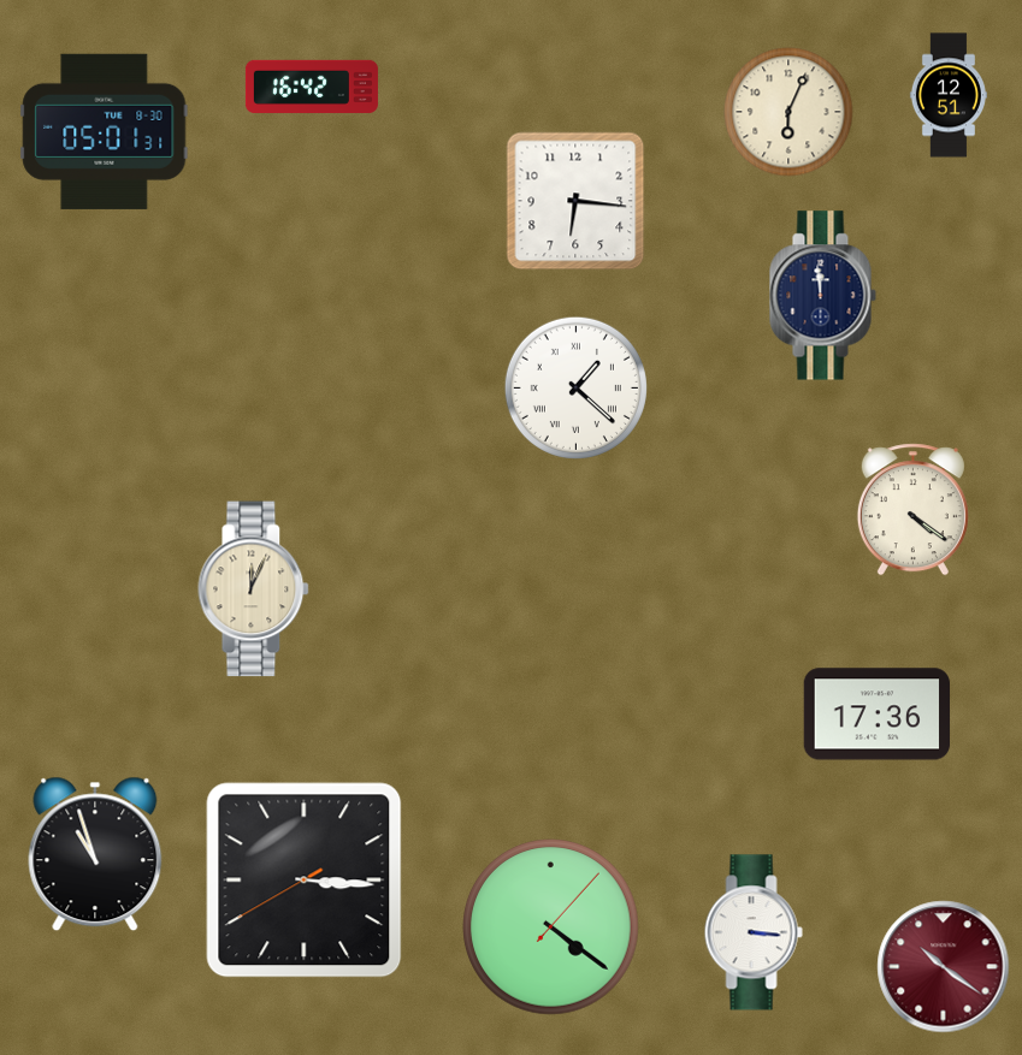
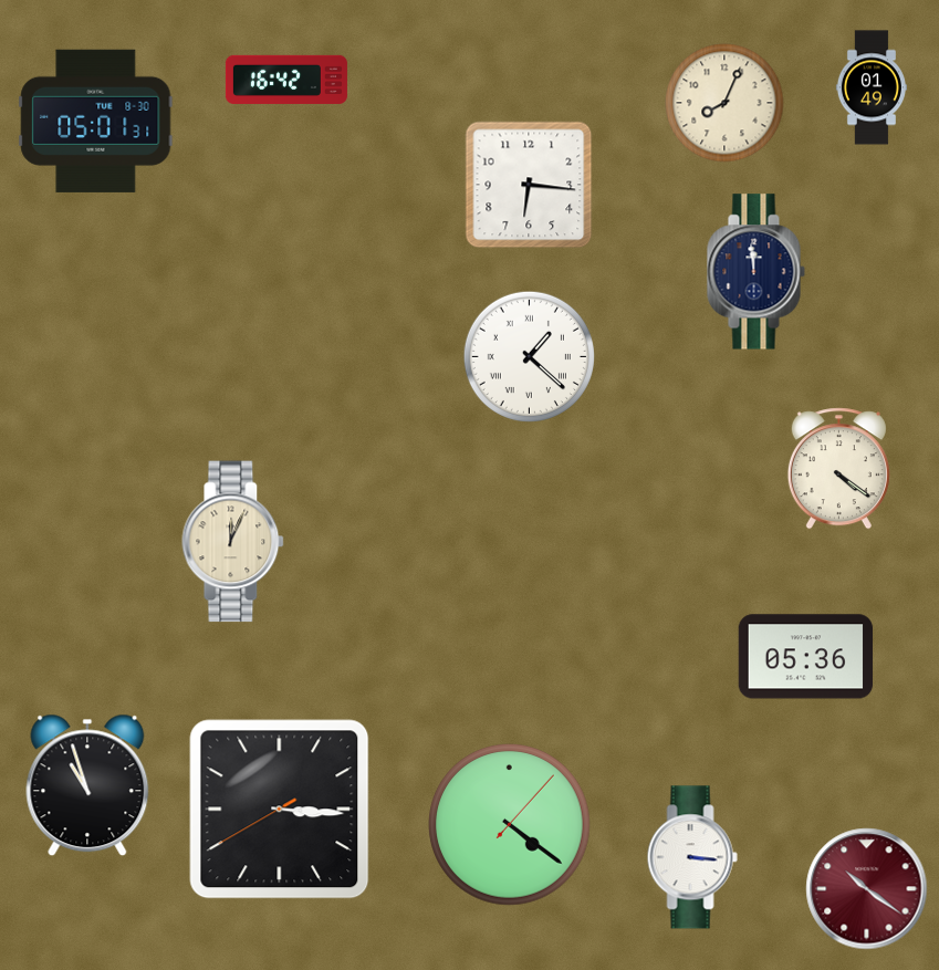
clock at (949, 95): 12:51 -> 01:49
clock at (788, 112): 6:04 -> 8:04
clock at (878, 715): 17:36 -> 05:36
clock at (551, 927) position: (551, 927) -> (510, 825)
